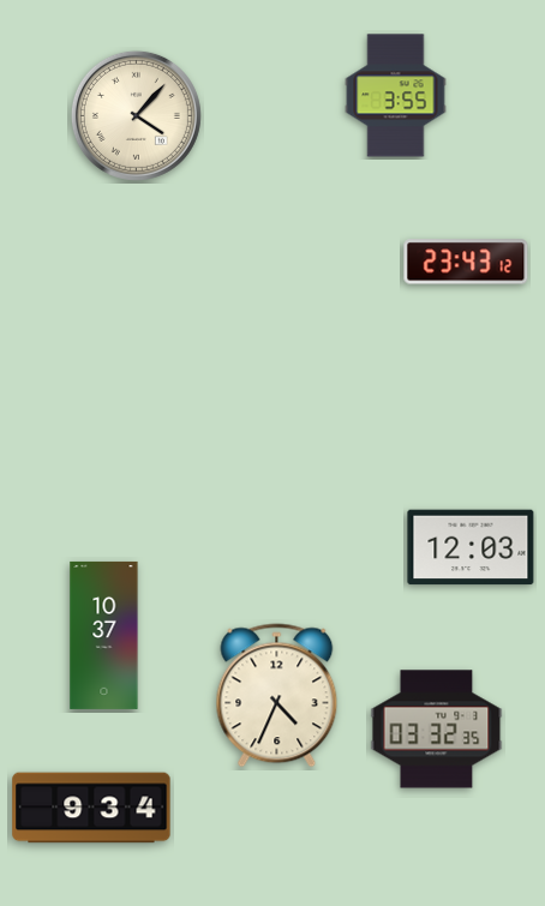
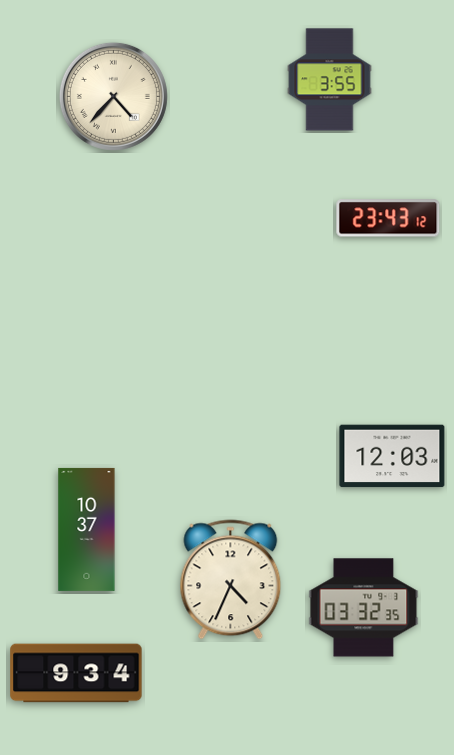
clock at (136, 115): 4:07 -> 4:37
